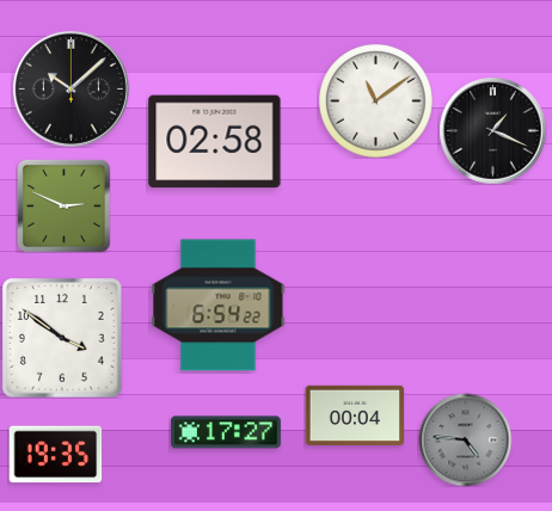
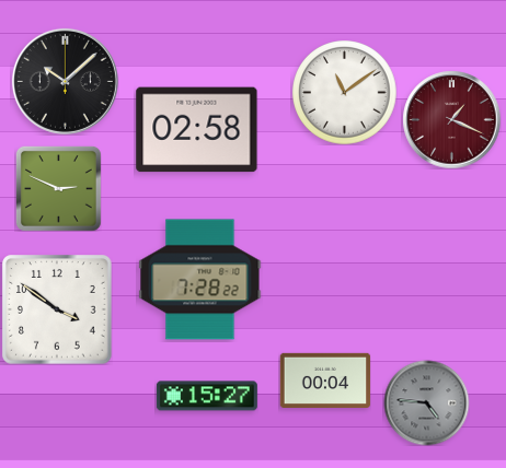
clock at (492, 130) dial: black -> burgundy
clock at (219, 306): 6:54 -> 7:28
clock at (226, 432): 17:27 -> 15:27
clock at (55, 455): 19:35 -> none
